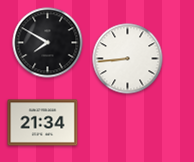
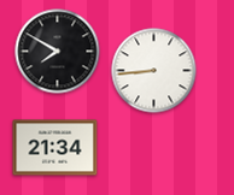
clock at (43, 123) position: (43, 123) -> (55, 148)
